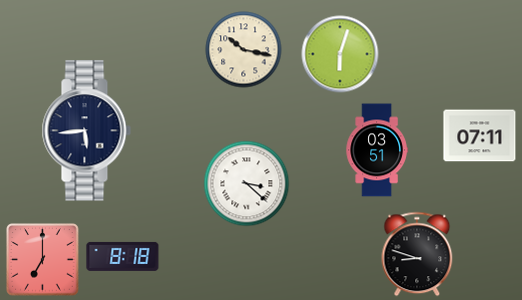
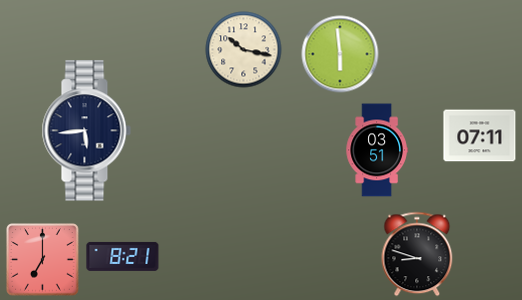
clock at (340, 54): 6:03 -> 5:59
clock at (247, 184): 3:22 -> none
clock at (123, 256): 8:18 -> 8:21
